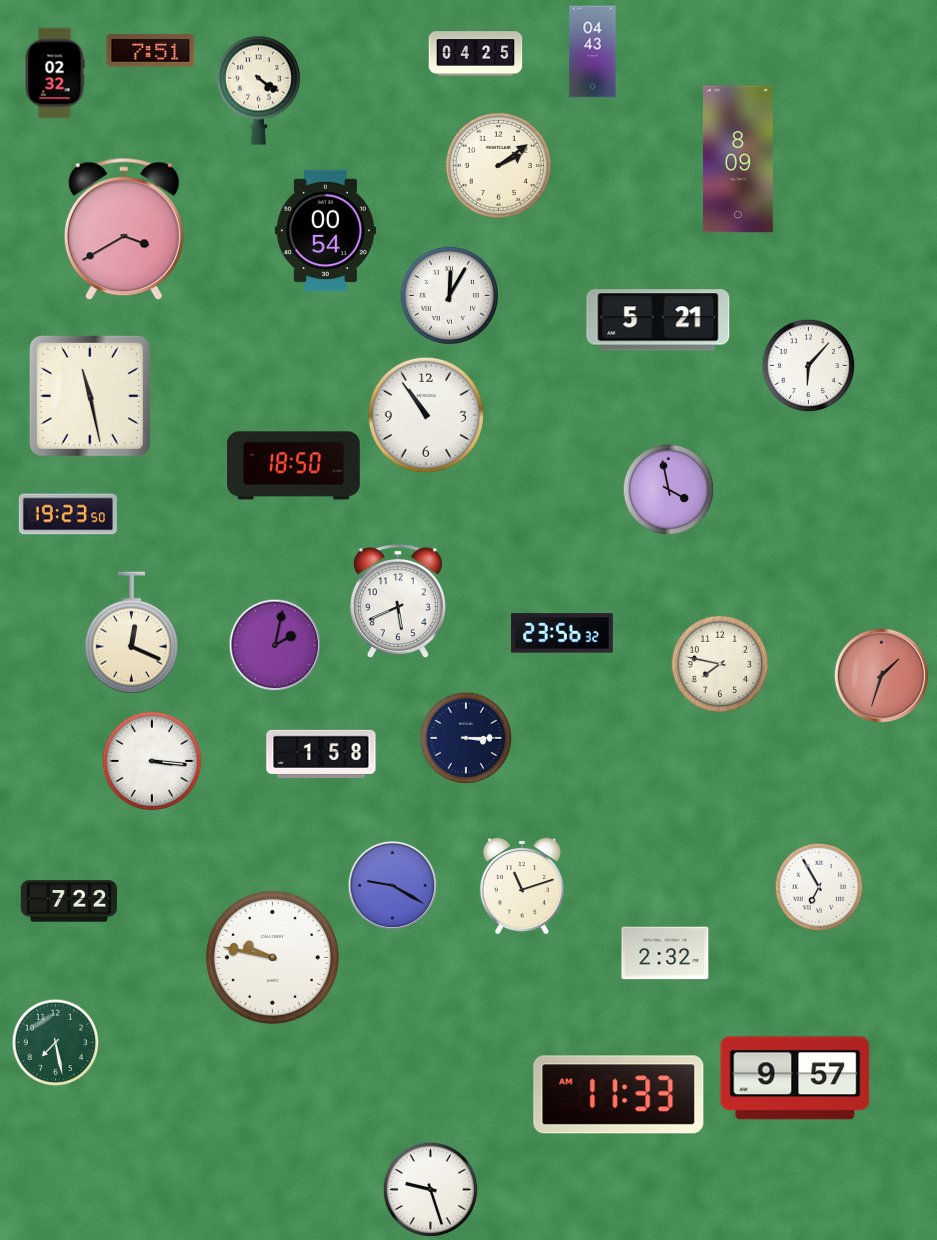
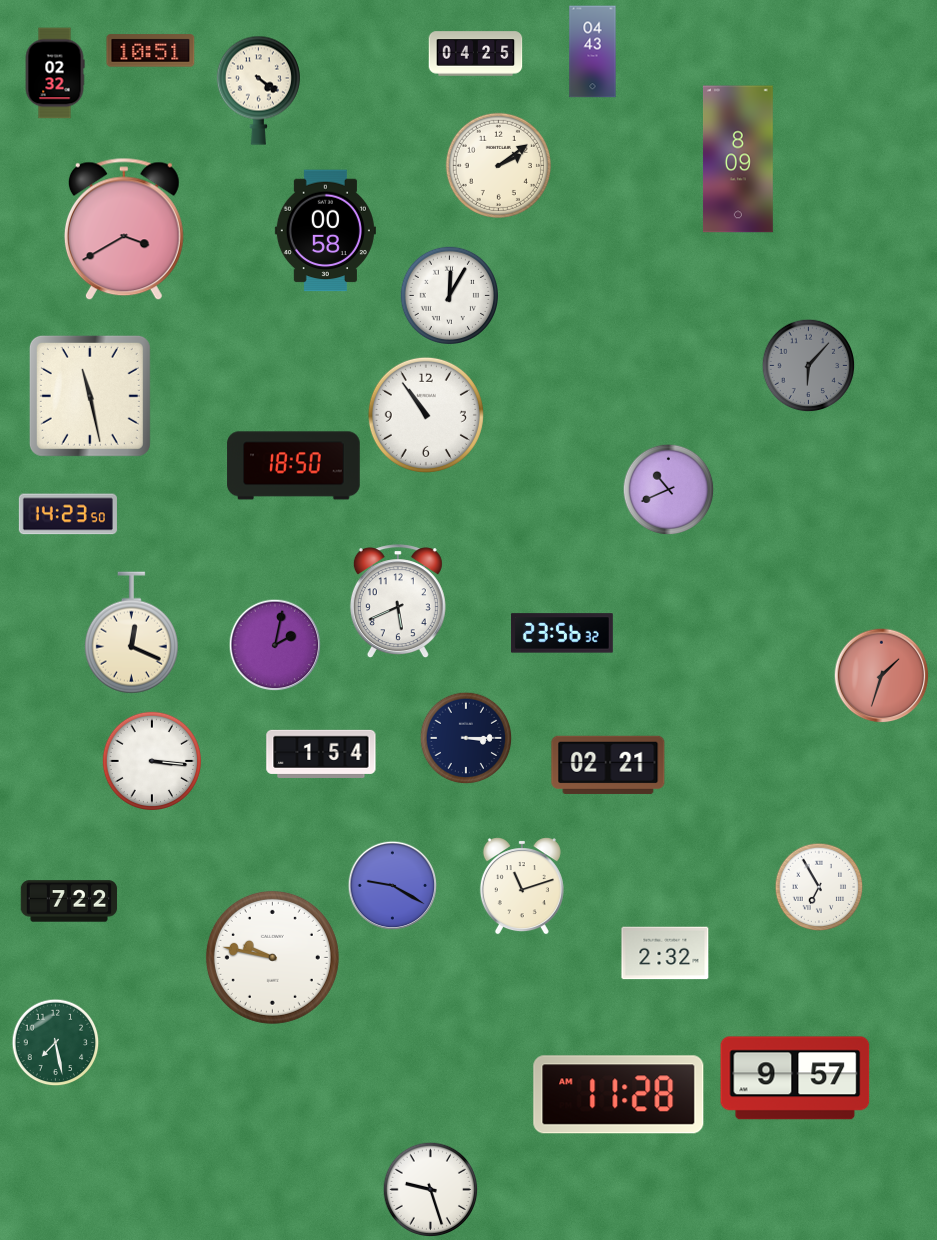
clock at (151, 51): 7:51 -> 10:51
clock at (325, 231): 00:54 -> 00:58
clock at (658, 320): 5:21 -> none
clock at (809, 366) dial: white -> grey
clock at (669, 490): 3:58 -> 10:41
clock at (68, 514): 19:23 -> 14:23
clock at (719, 663): 7:47 -> none
clock at (321, 754): 1:58 -> 1:54
clock at (608, 765): none -> 02:21
clock at (619, 1095): 11:33 -> 11:28
